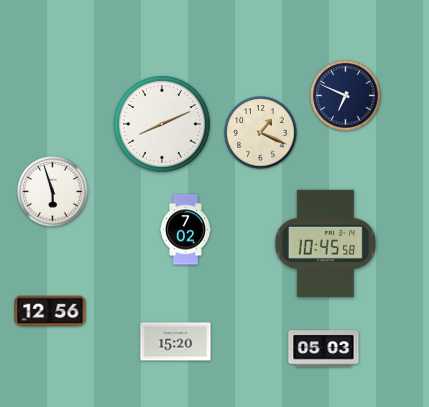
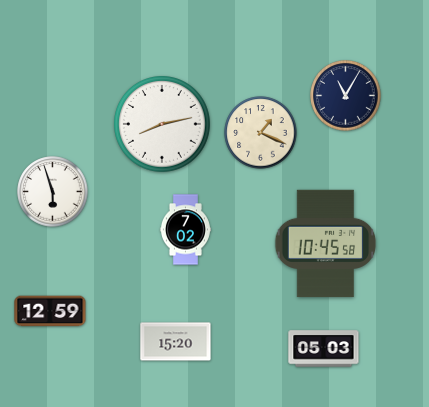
clock at (346, 96): 6:49 -> 11:05
clock at (163, 125): 8:11 -> 8:13
clock at (50, 311): 12:56 -> 12:59
